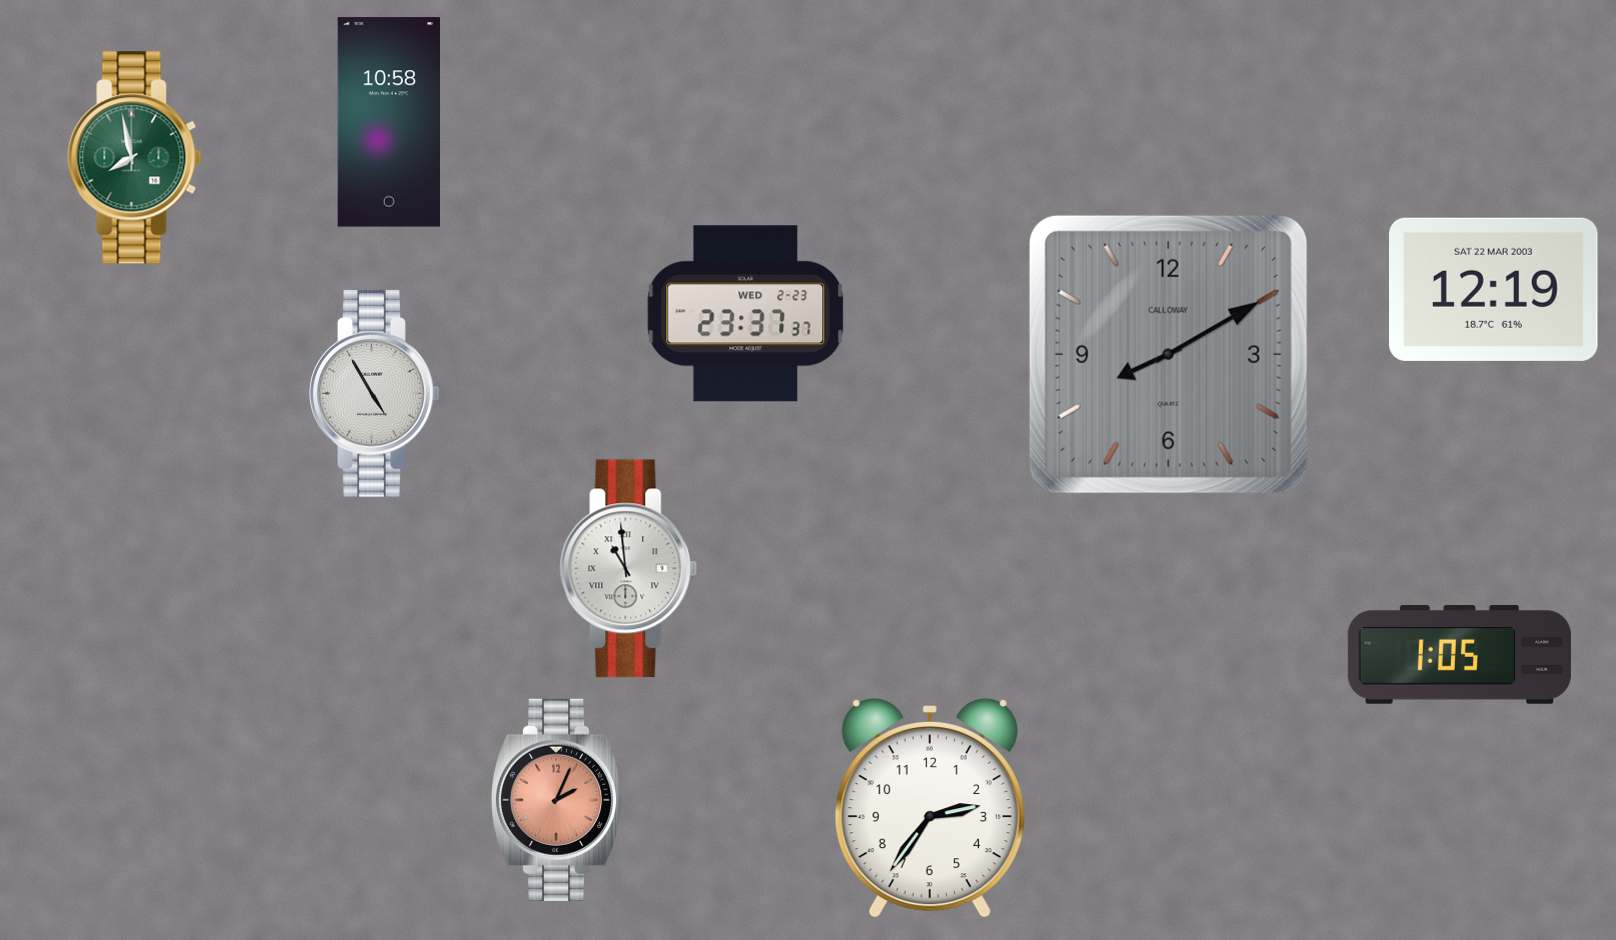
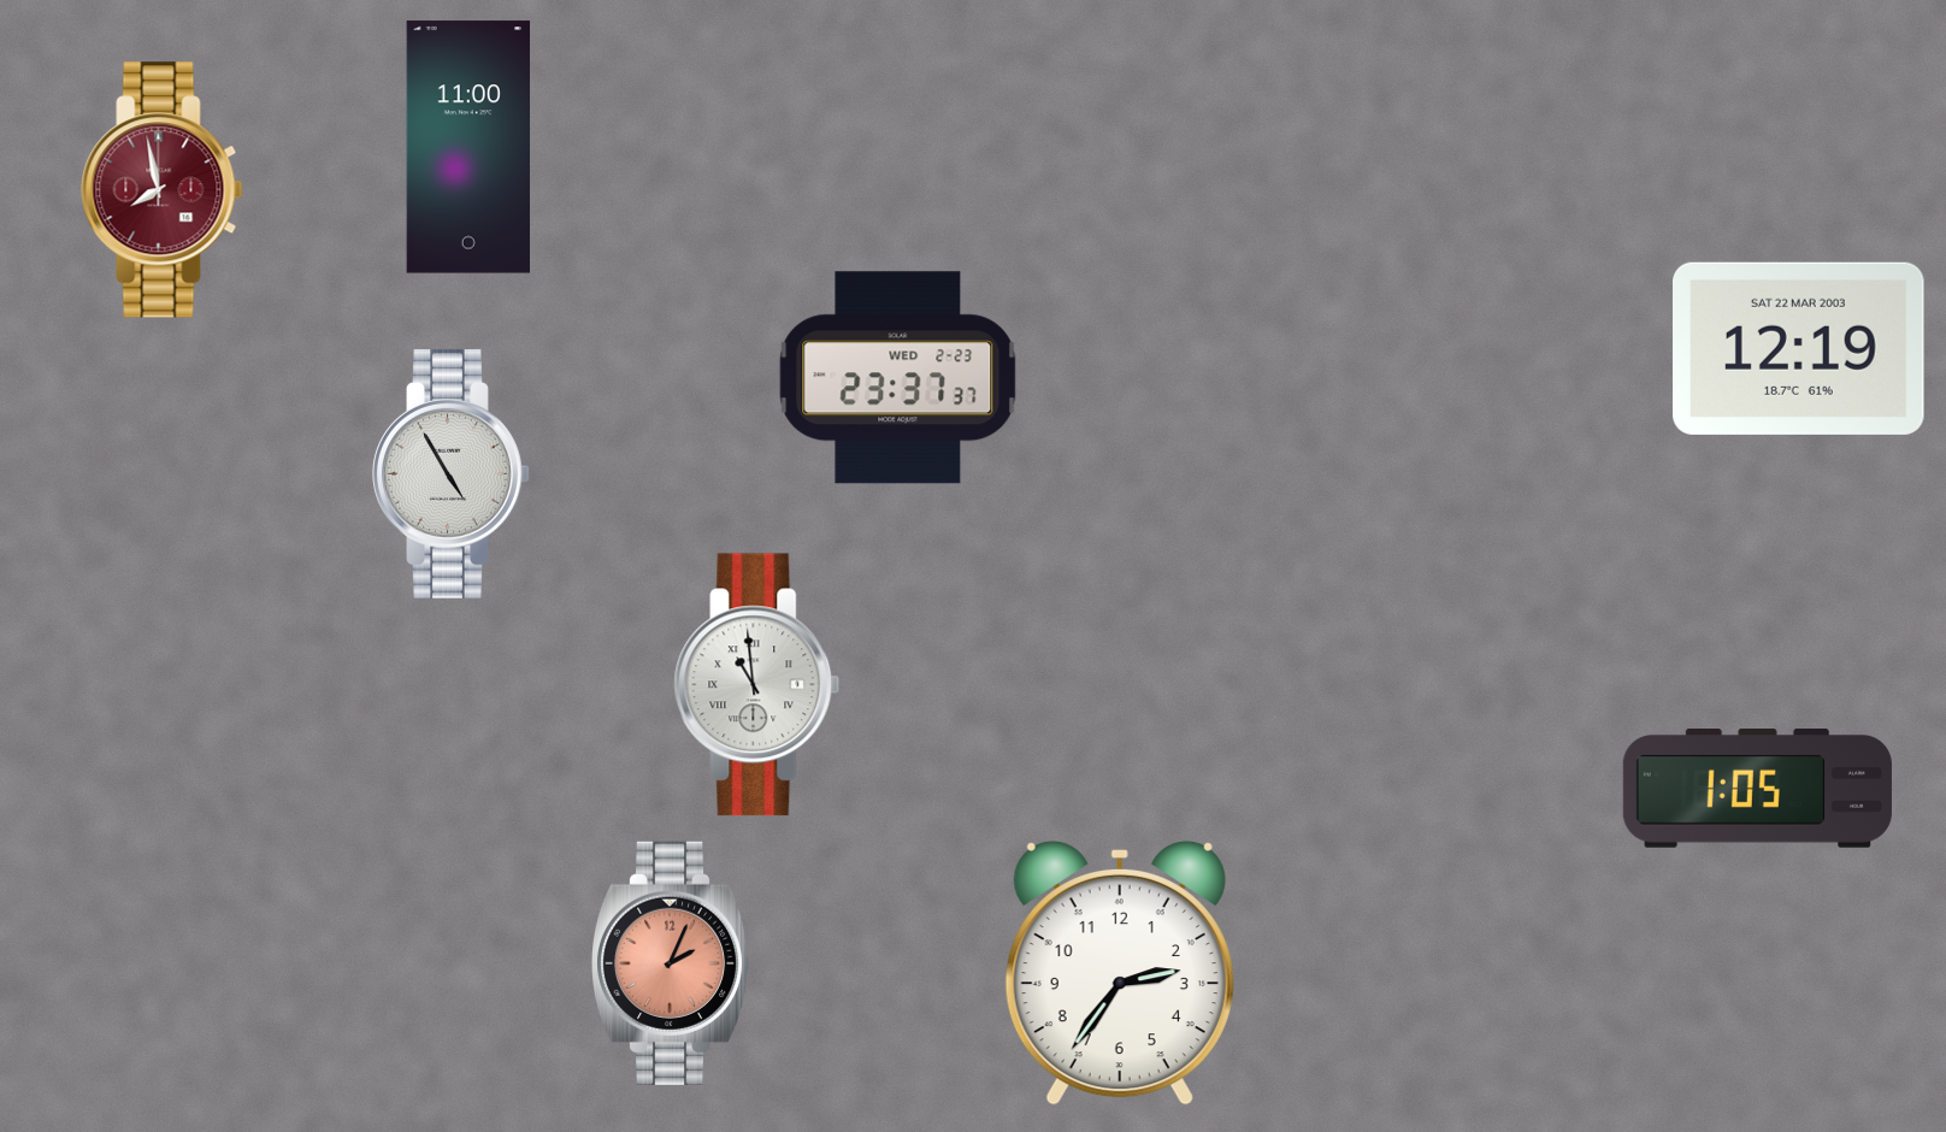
clock at (388, 122): 10:58 -> 11:00
clock at (135, 158) dial: green -> burgundy
clock at (1168, 354): 8:10 -> none
